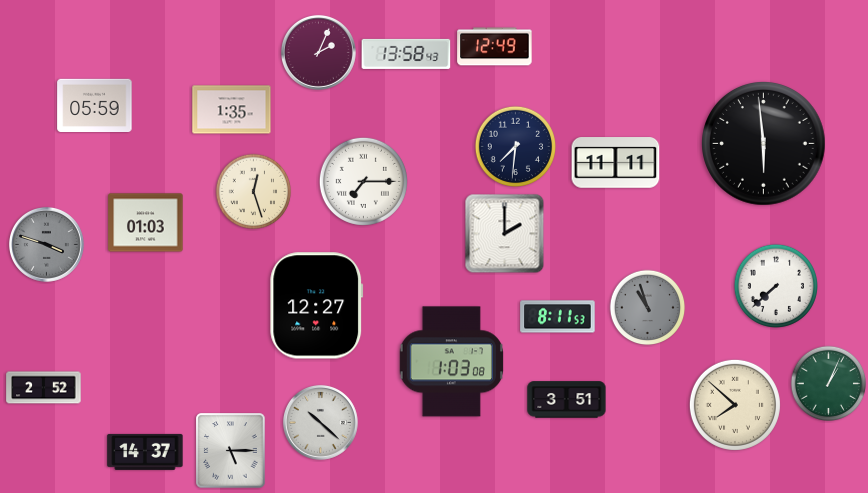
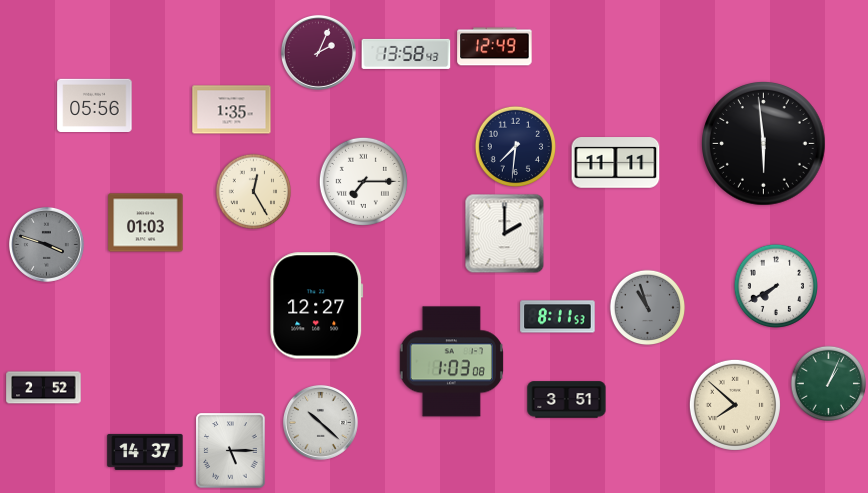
clock at (95, 105): 05:59 -> 05:56
clock at (254, 192): 12:27 -> 12:25
clock at (776, 286): 7:38 -> 7:40
